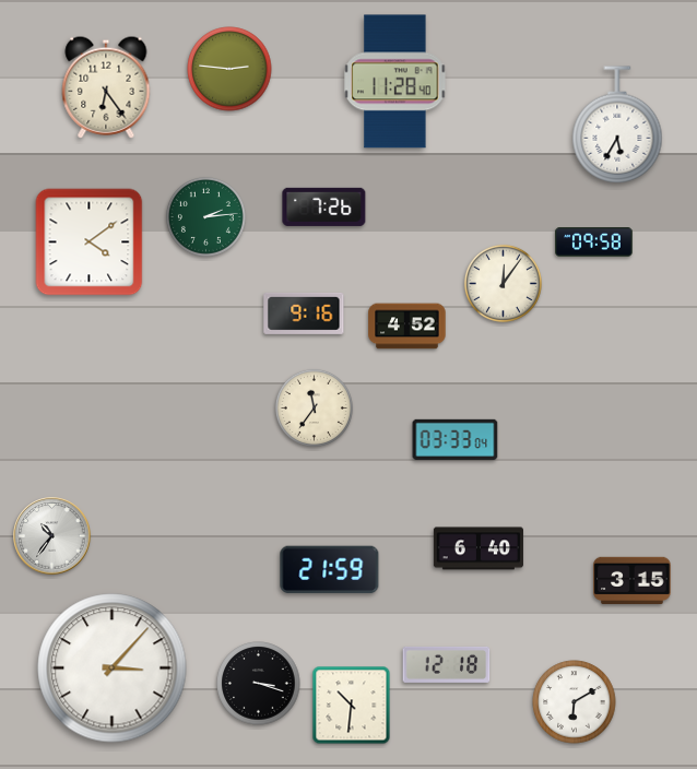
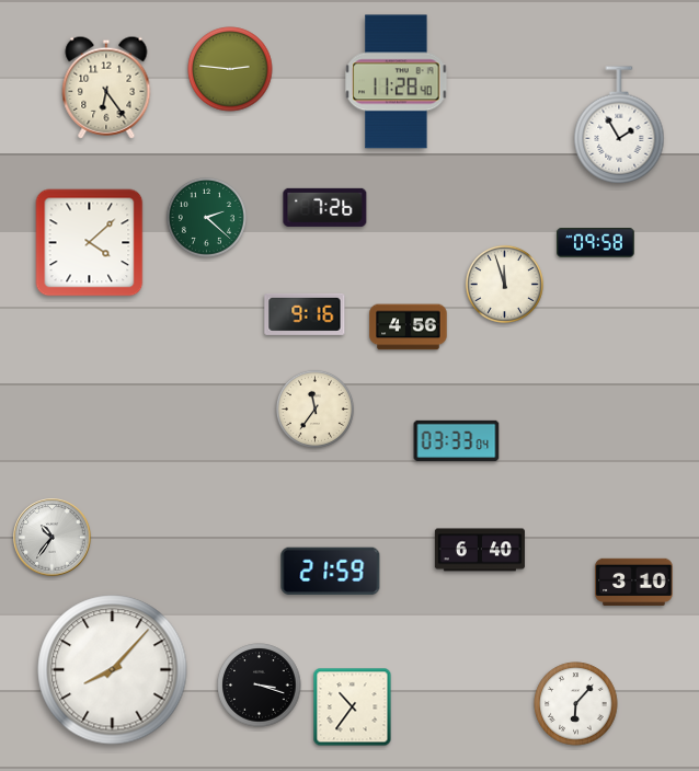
clock at (617, 125): 5:35 -> 1:55
clock at (205, 216): 2:14 -> 2:22
clock at (90, 242): 4:09 -> 4:08
clock at (503, 283): 12:06 -> 11:57
clock at (407, 327): 4:52 -> 4:56
clock at (633, 581): 3:15 -> 3:10
clock at (447, 664): 12:18 -> none
clock at (113, 669): 3:07 -> 8:07
clock at (575, 702): 6:10 -> 6:07
clock at (352, 706): 10:31 -> 10:36
